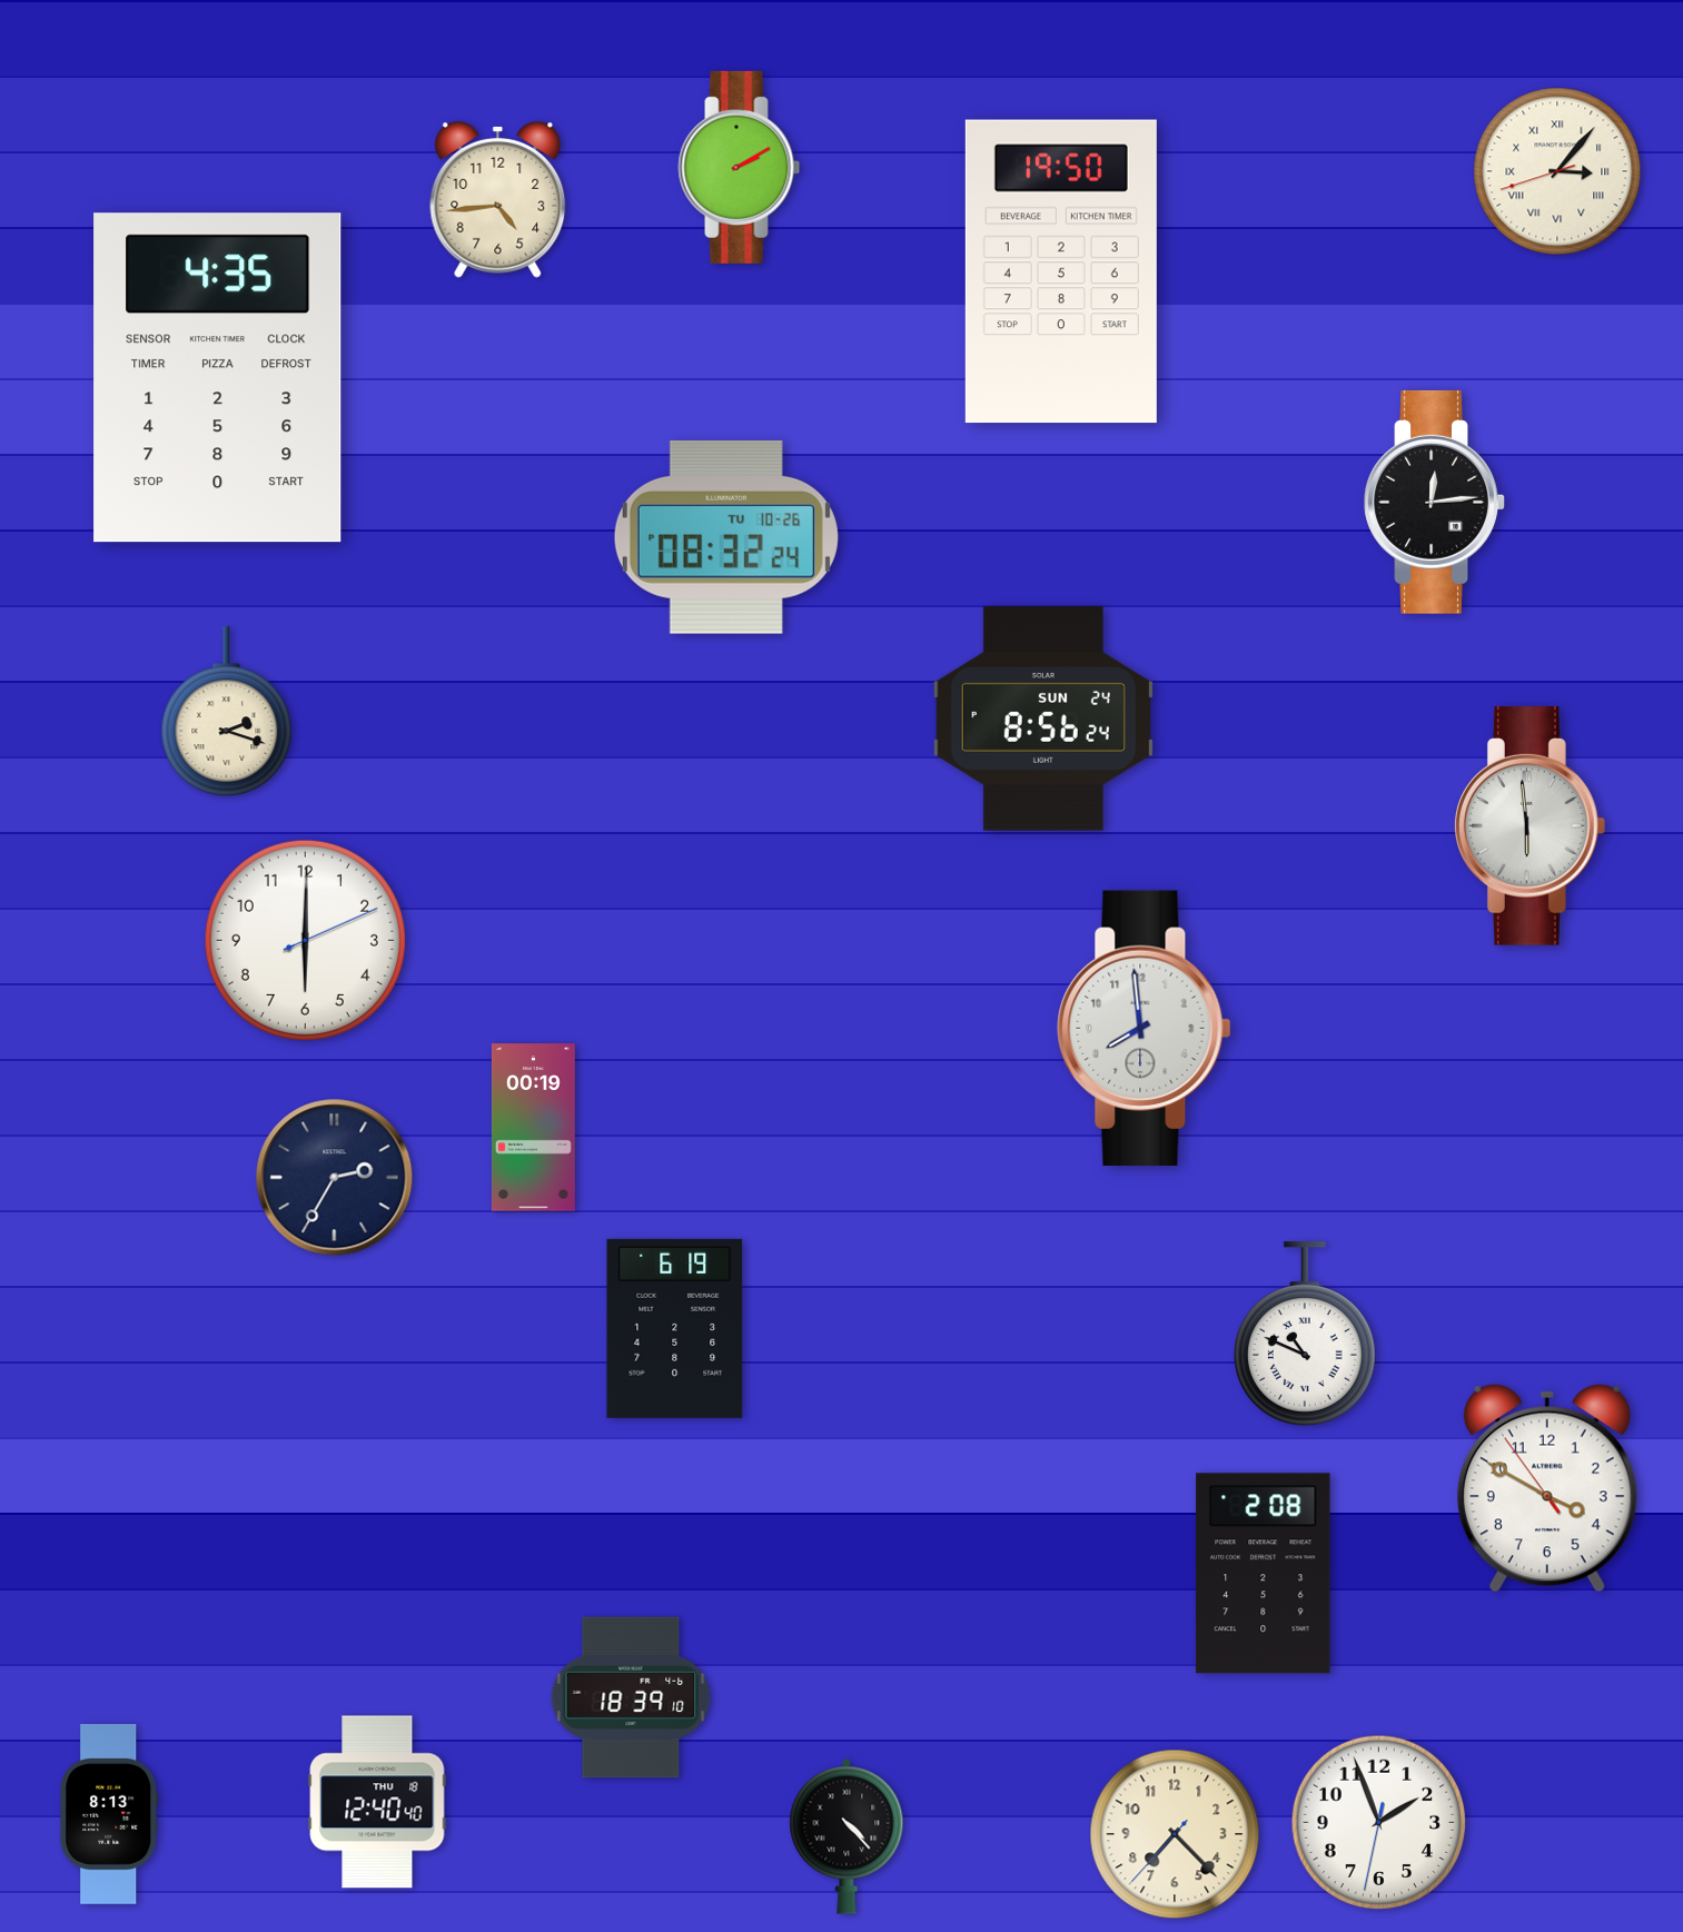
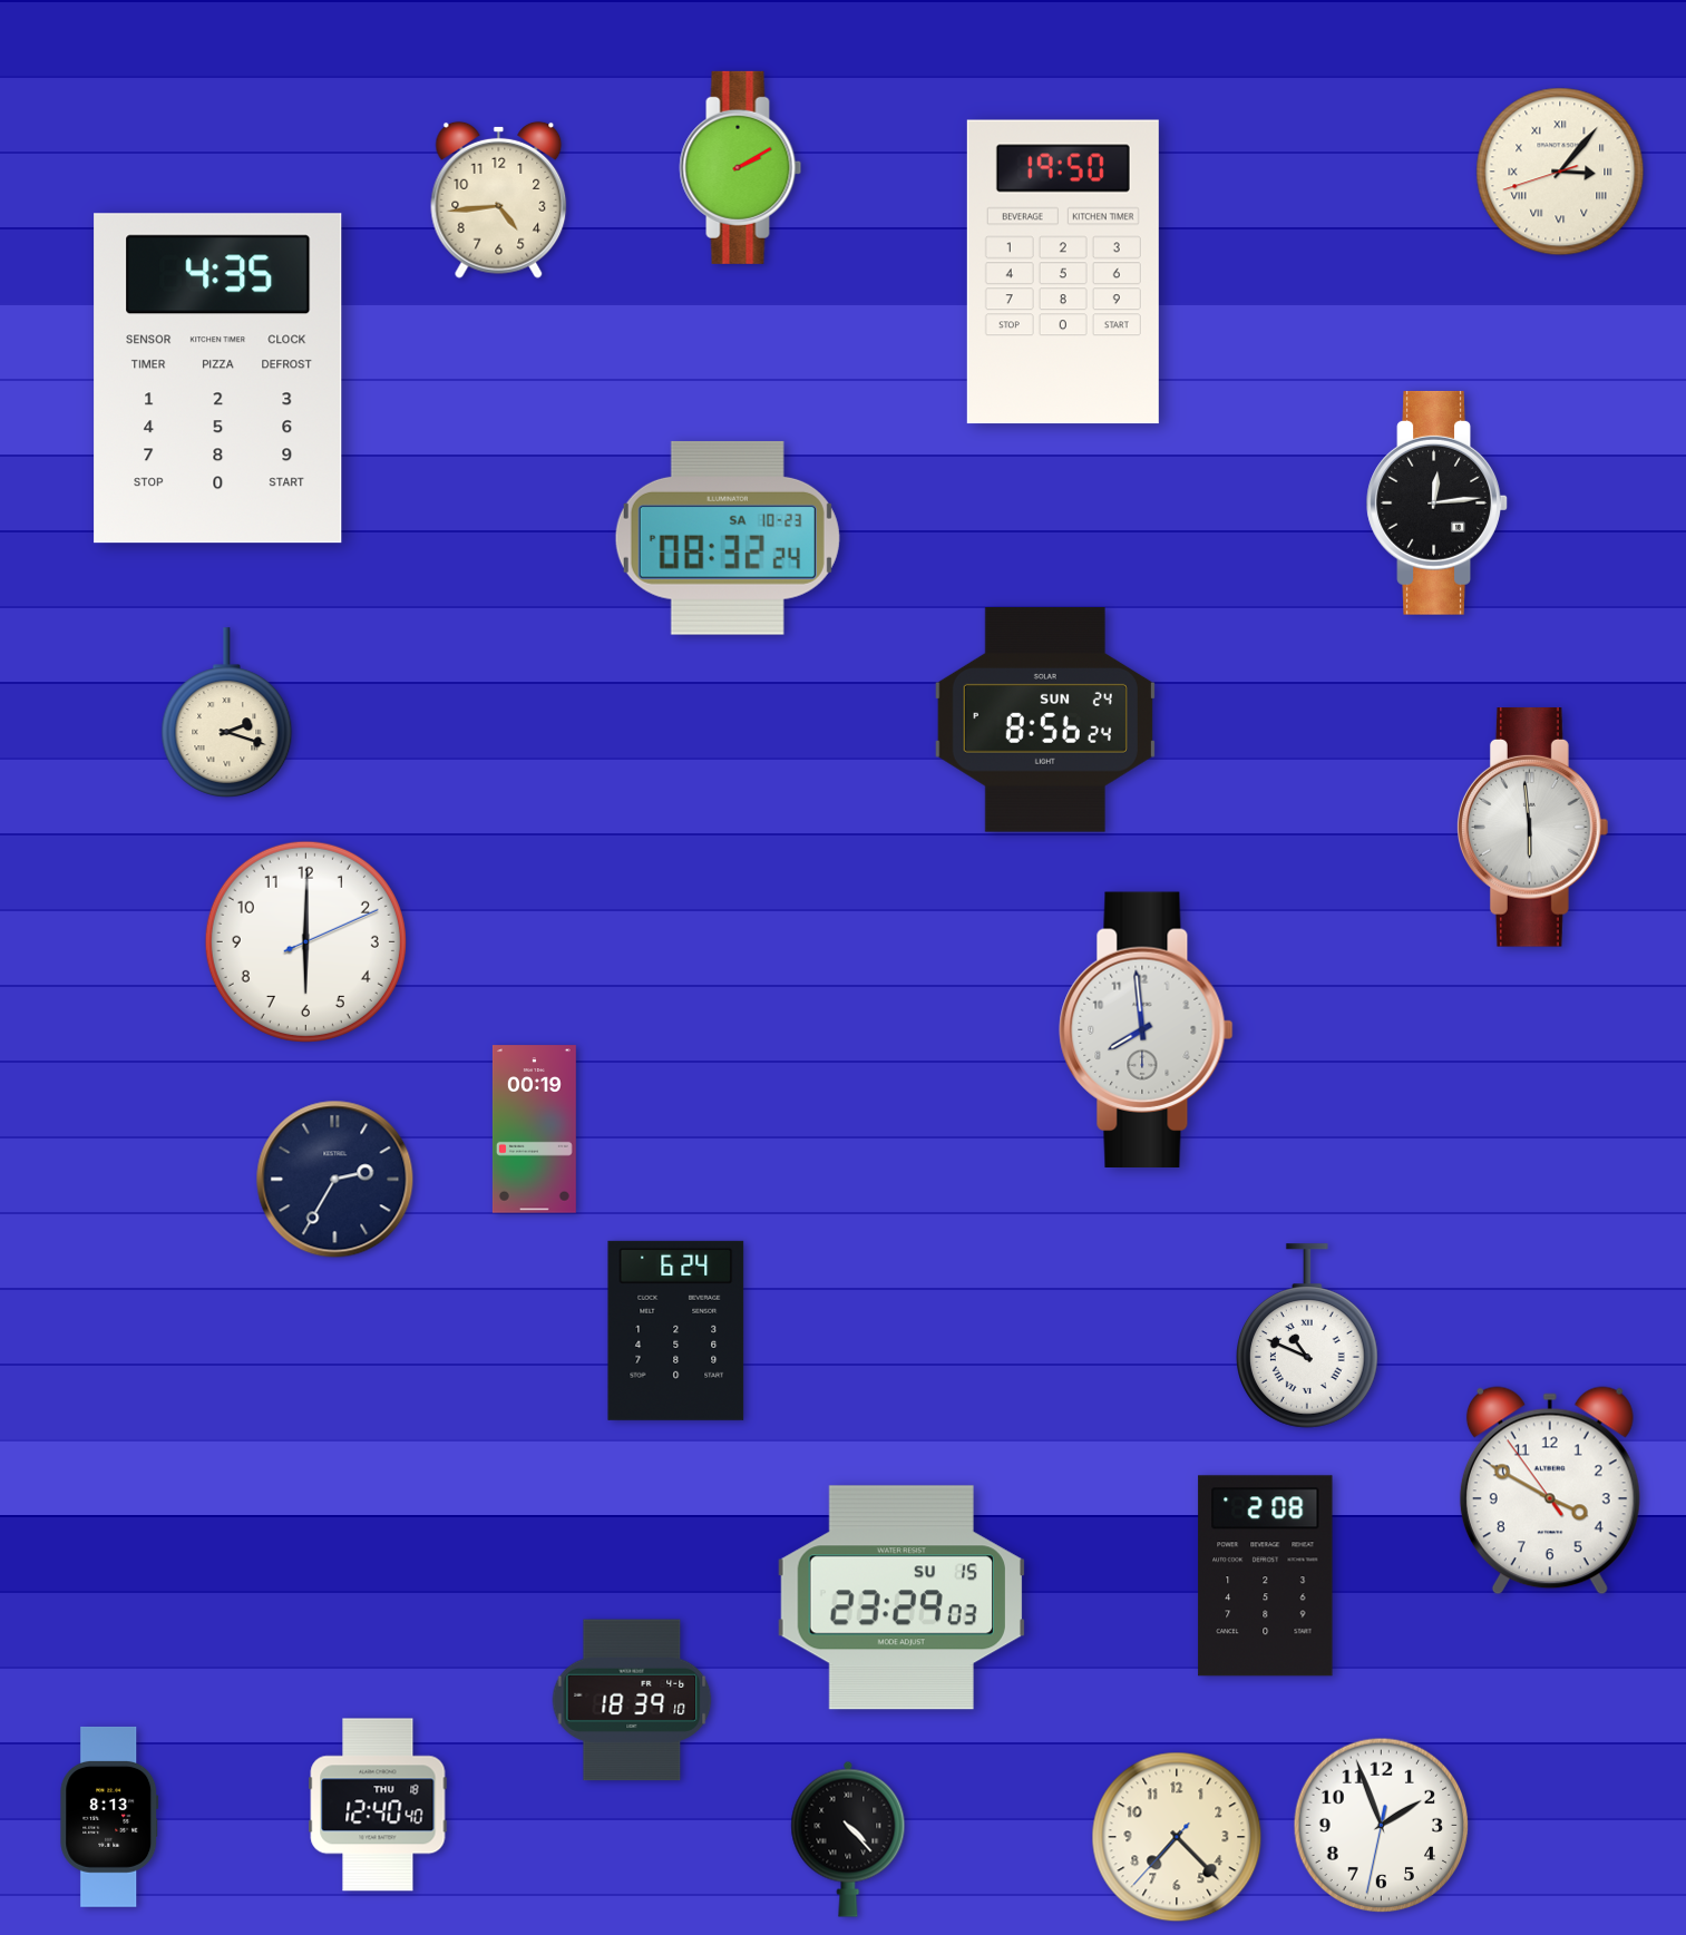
clock at (726, 537) date: TU 10-26 -> SA 10-23
clock at (675, 1328): 6:19 -> 6:24
clock at (902, 1597): none -> 23:29
